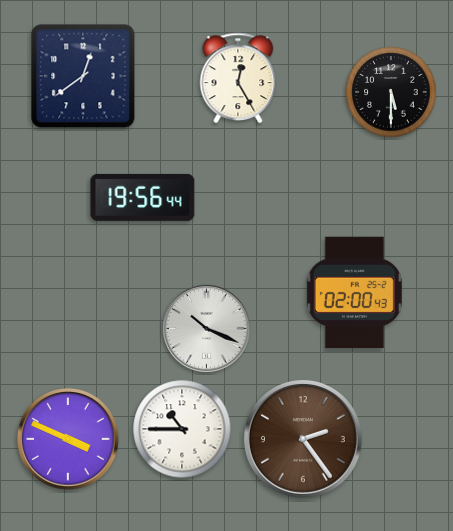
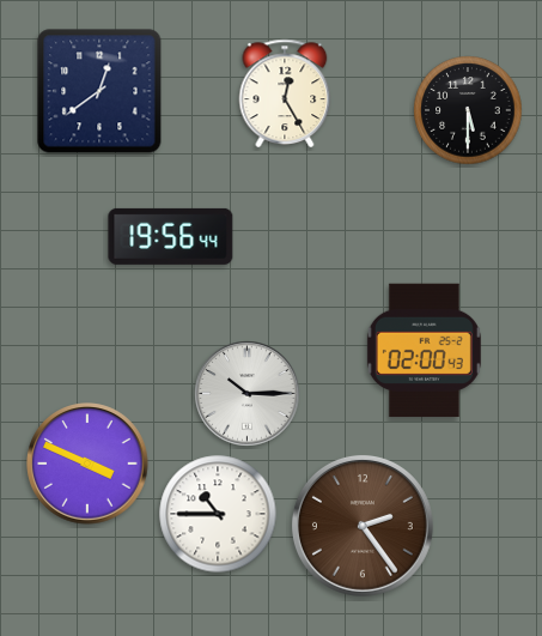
clock at (207, 329): 10:19 -> 10:15
clock at (68, 439) position: (68, 439) -> (87, 464)
